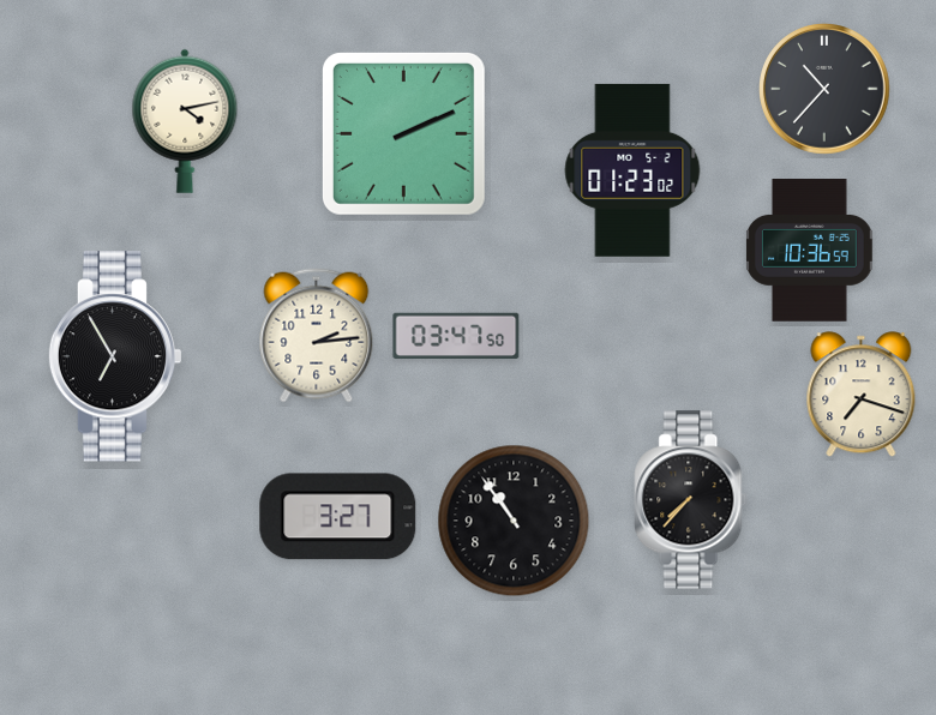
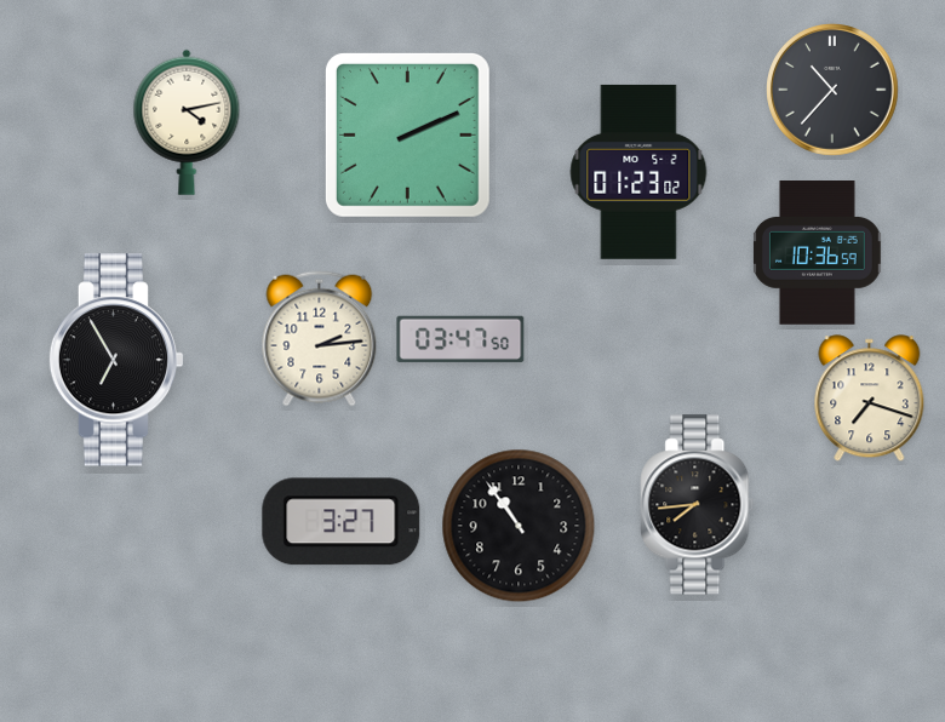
clock at (691, 500): 7:37 -> 7:44
